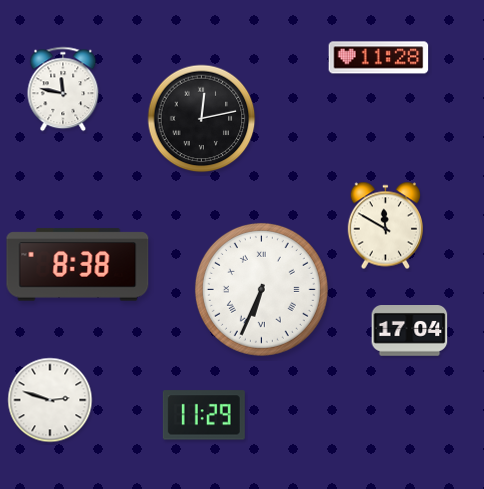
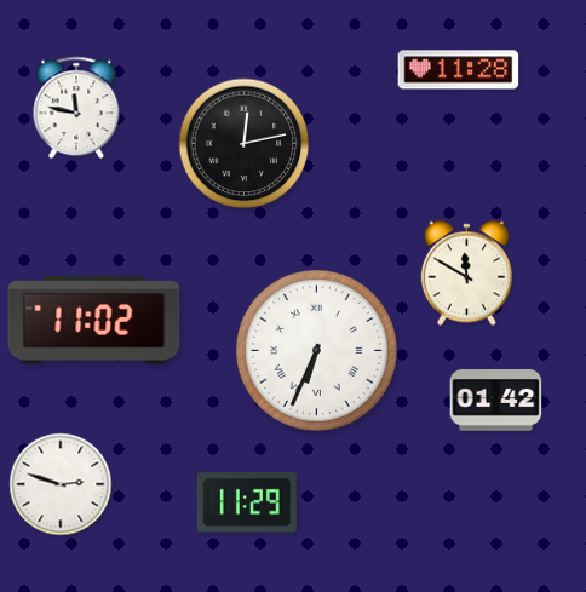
clock at (78, 265): 8:38 -> 11:02
clock at (410, 331): 17:04 -> 01:42
